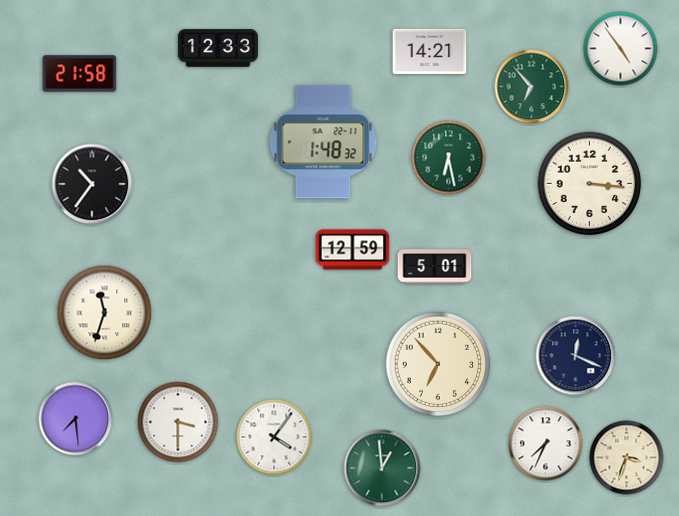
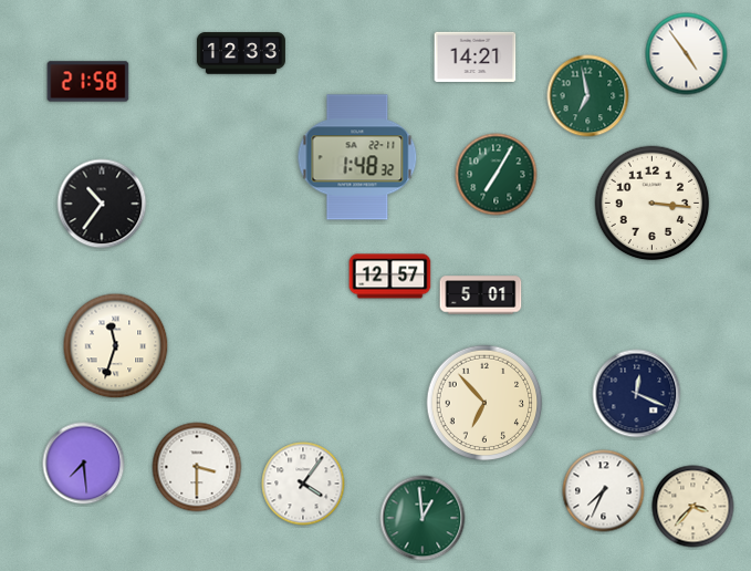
clock at (532, 87): 6:53 -> 6:58
clock at (449, 158): 6:28 -> 7:05
clock at (353, 250): 12:59 -> 12:57
clock at (627, 458): 3:33 -> 3:37
